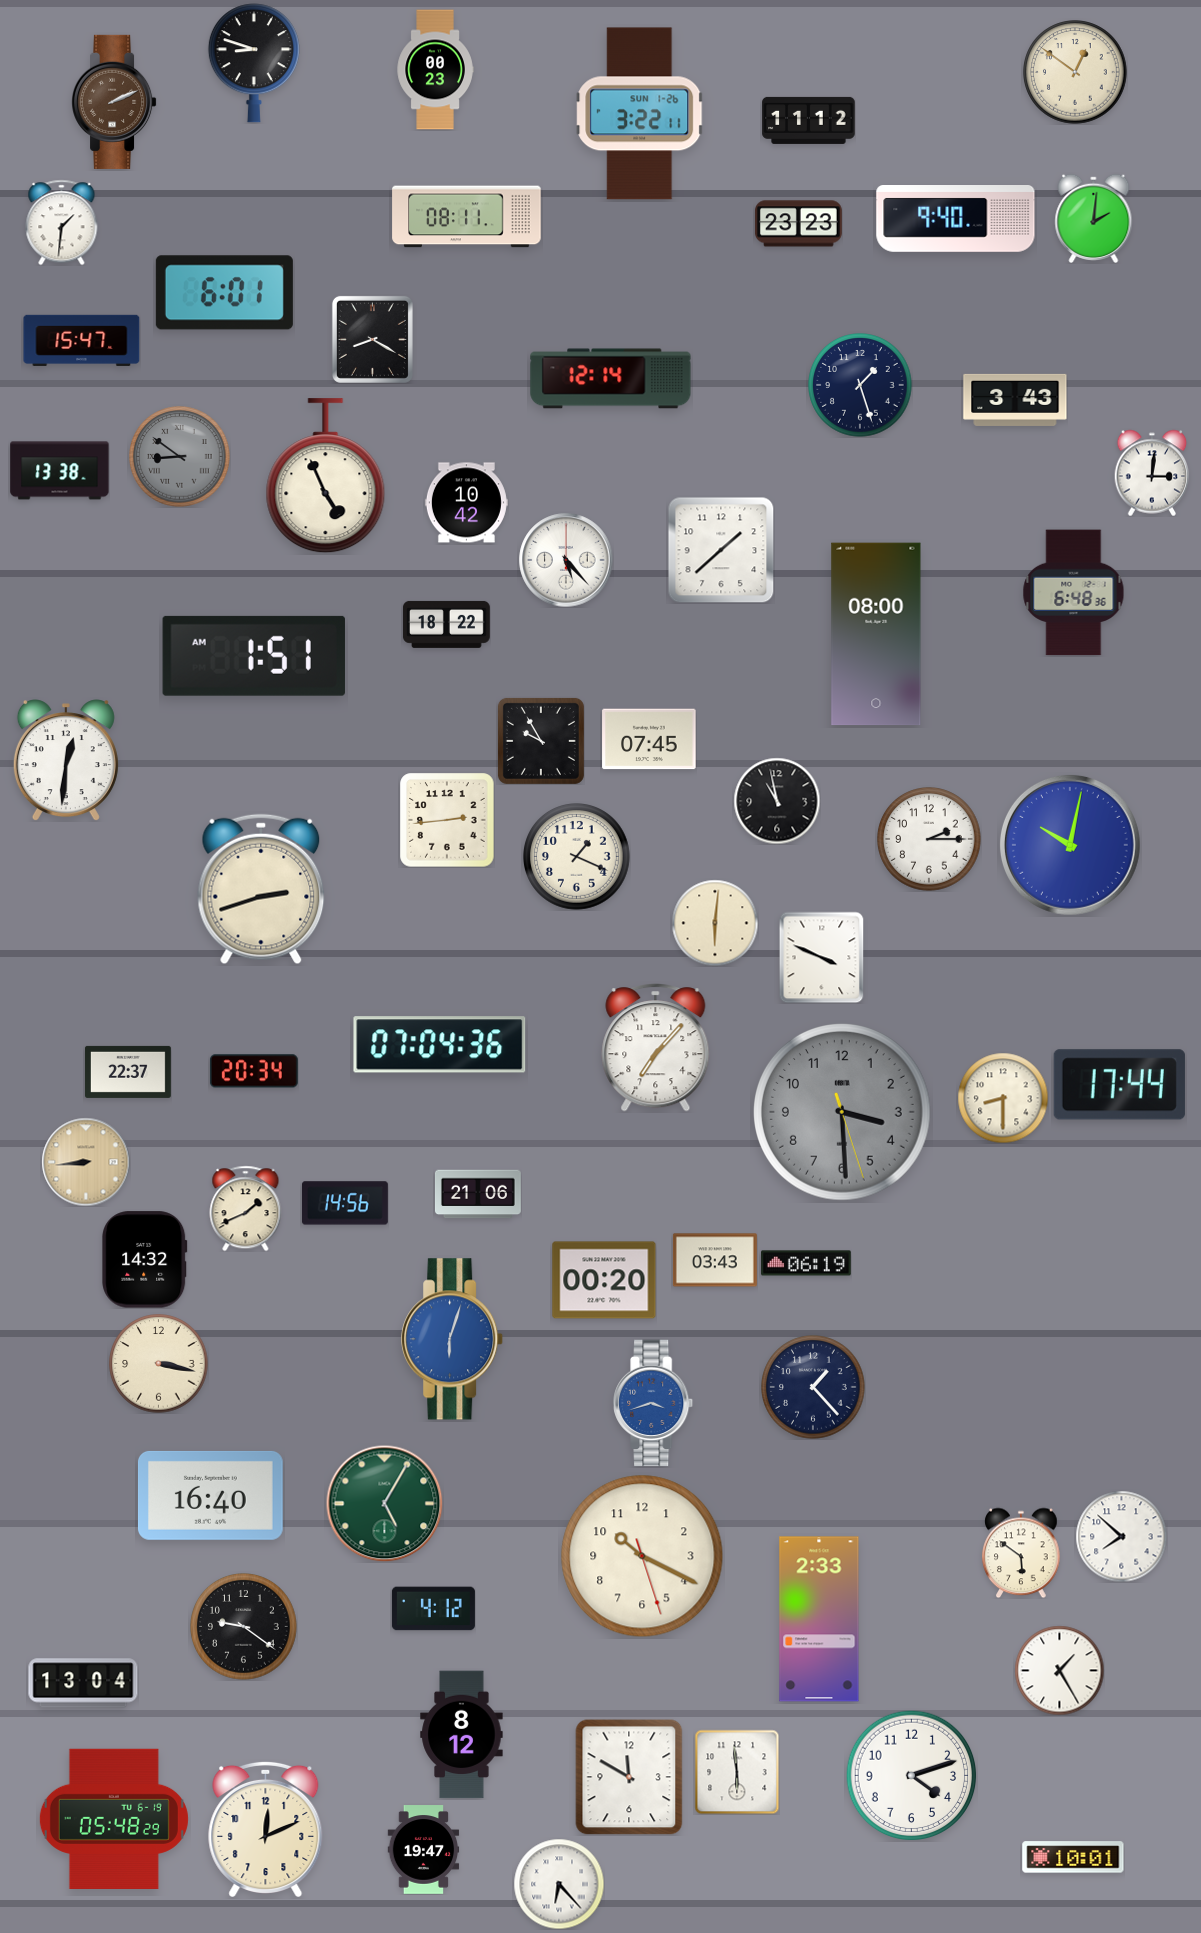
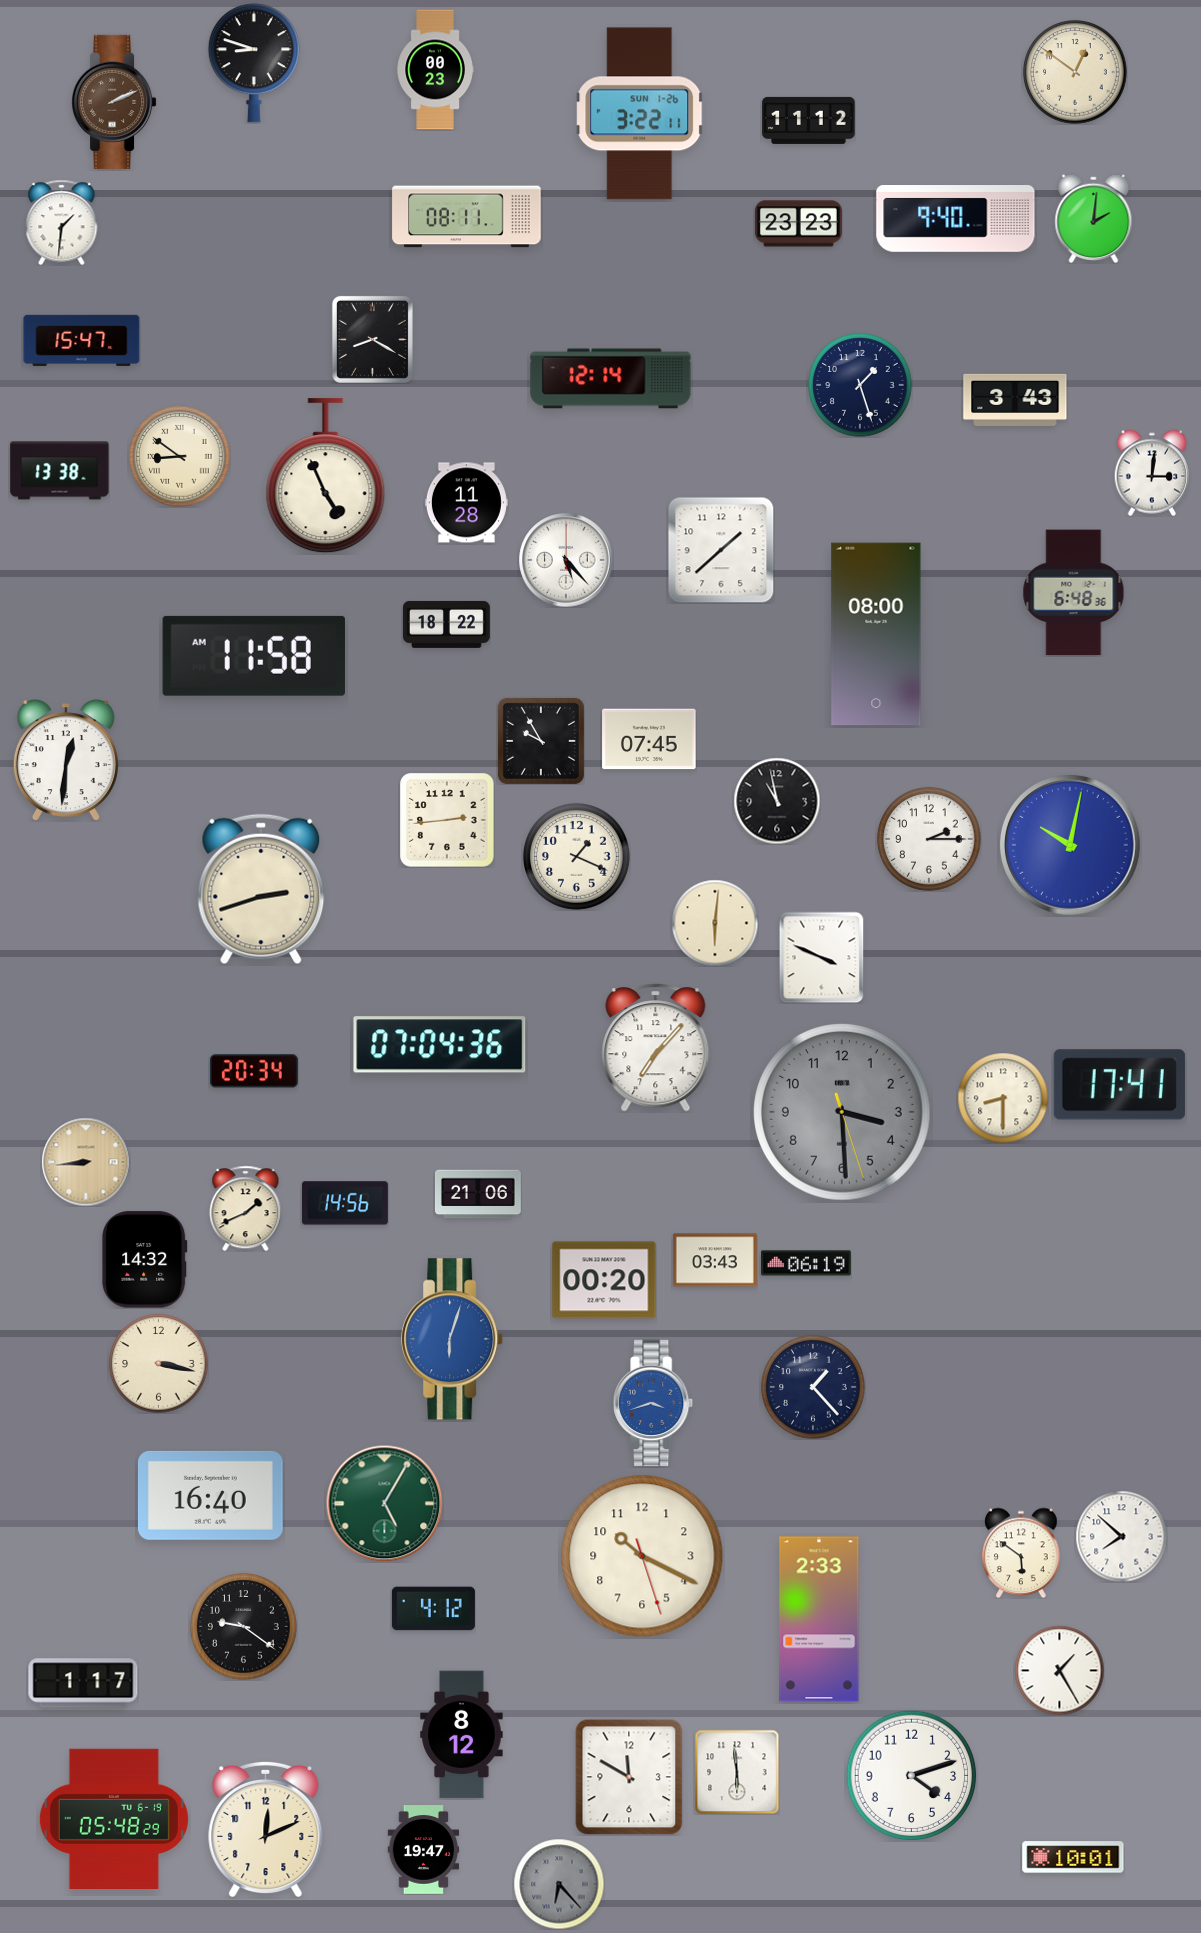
clock at (224, 293): 6:01 -> none
clock at (180, 457) dial: grey -> cream
clock at (466, 503): 10:42 -> 11:28
clock at (254, 656): 1:51 -> 11:58
clock at (128, 1072): 22:37 -> none
clock at (1119, 1085): 17:44 -> 17:41
clock at (83, 1683): 13:04 -> 1:17
clock at (559, 1884) dial: white -> grey
